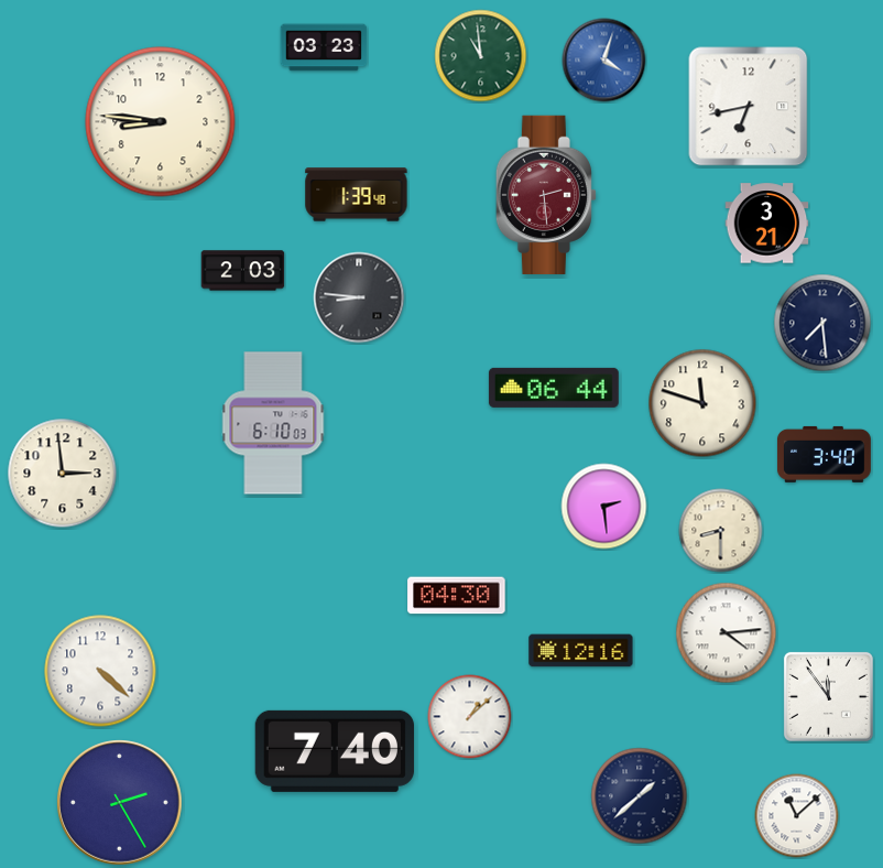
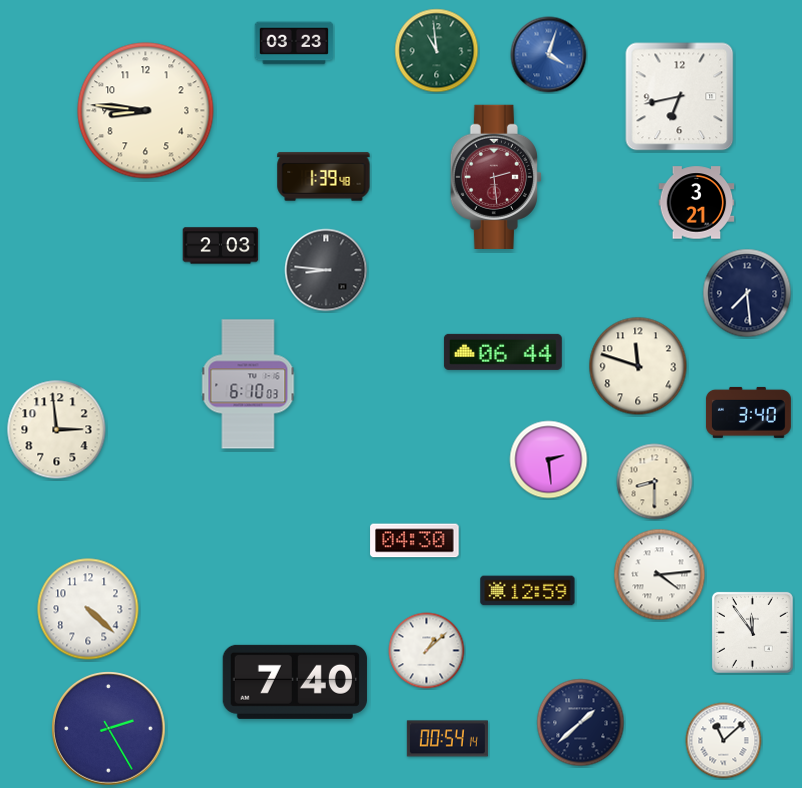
clock at (581, 651): 12:16 -> 12:59
clock at (100, 671) position: (100, 671) -> (88, 609)
clock at (335, 751) position: (335, 751) -> (295, 682)
clock at (447, 739): none -> 00:54
